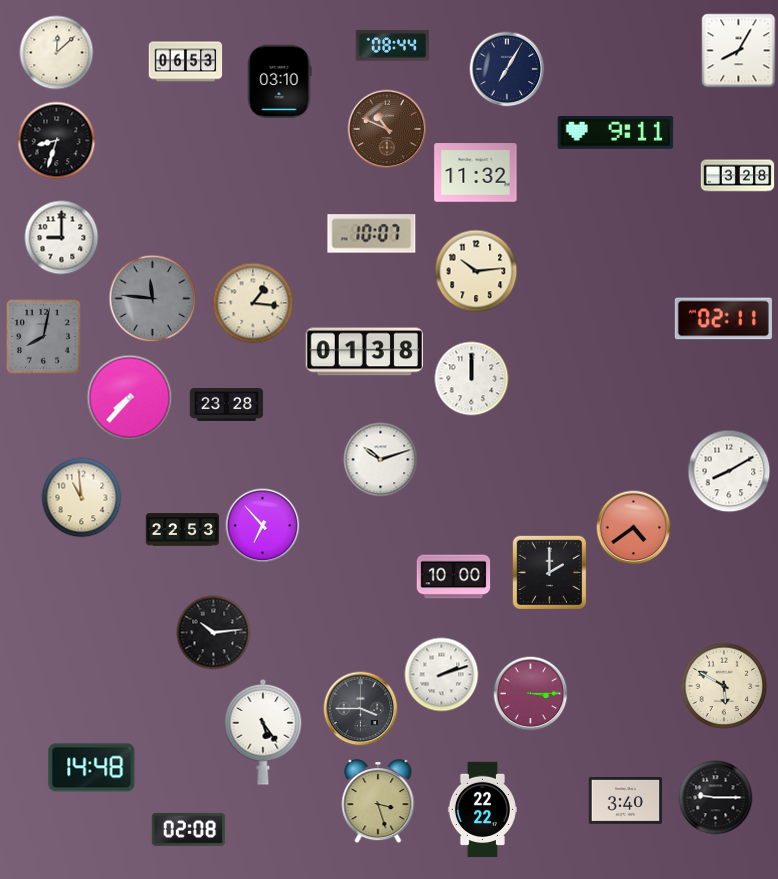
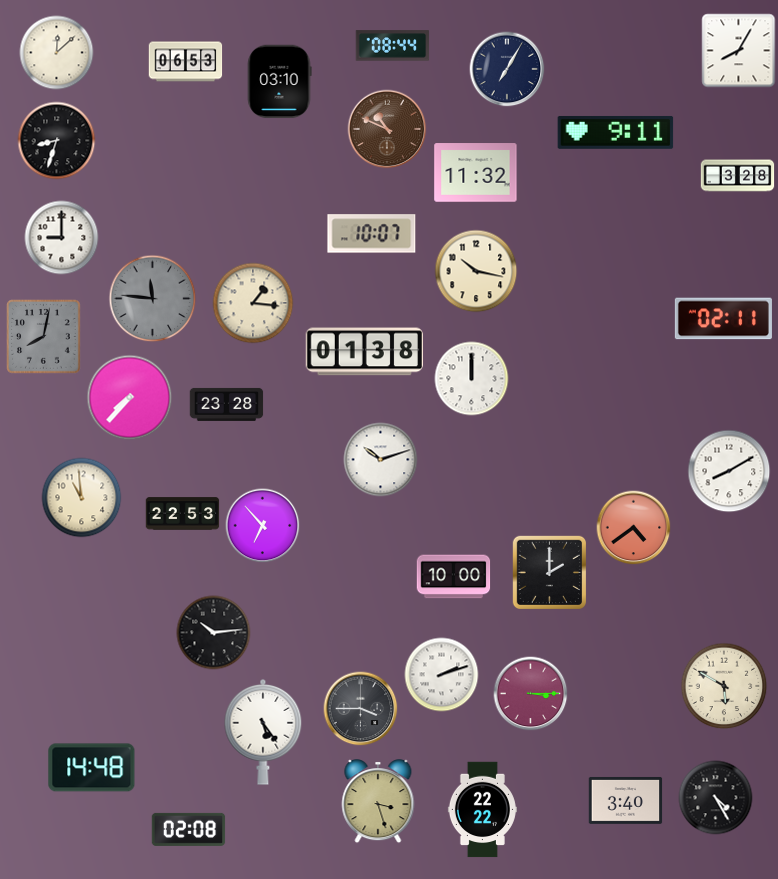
clock at (476, 271): 10:14 -> 10:17
clock at (183, 530) position: (183, 530) -> (183, 514)
clock at (716, 798): 9:15 -> 4:25
